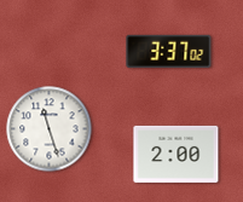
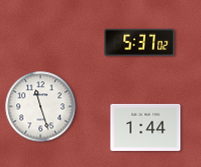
clock at (169, 51): 3:37 -> 5:37
clock at (177, 154): 2:00 -> 1:44
